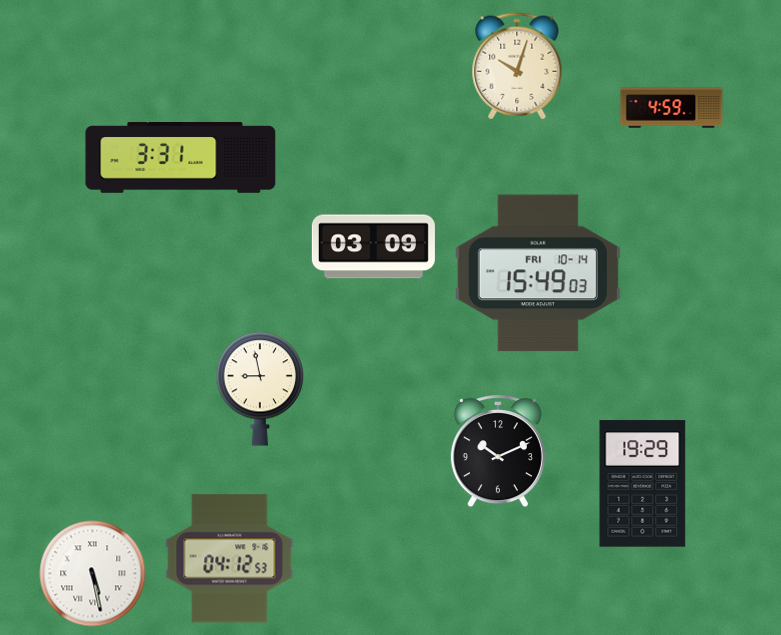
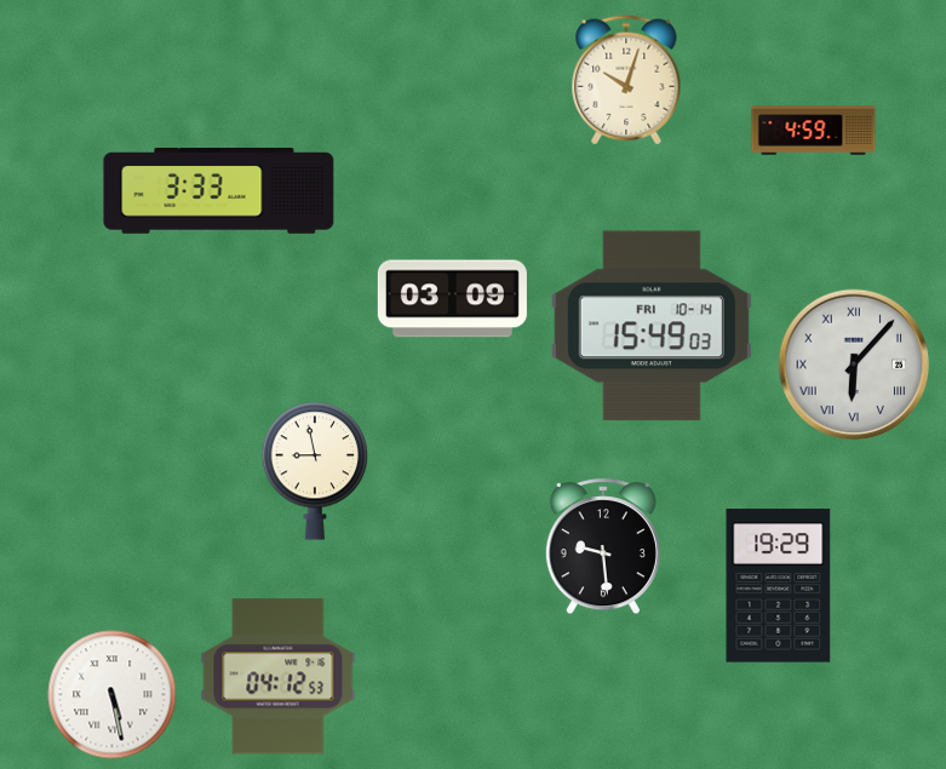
clock at (181, 158): 3:31 -> 3:33
clock at (538, 273) position: (538, 273) -> (652, 326)
clock at (854, 365): none -> 6:07
clock at (498, 452): 10:11 -> 9:29
